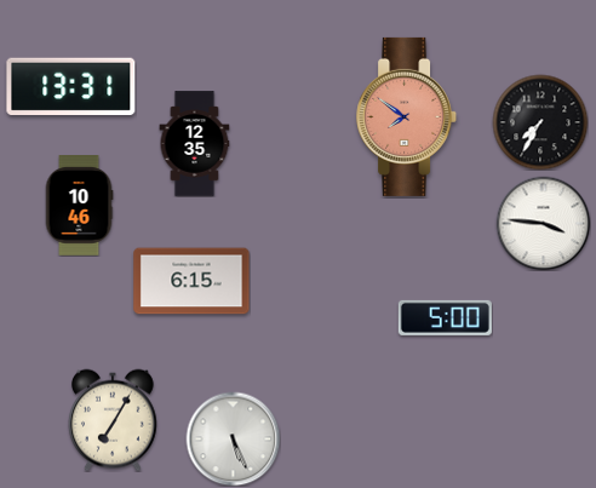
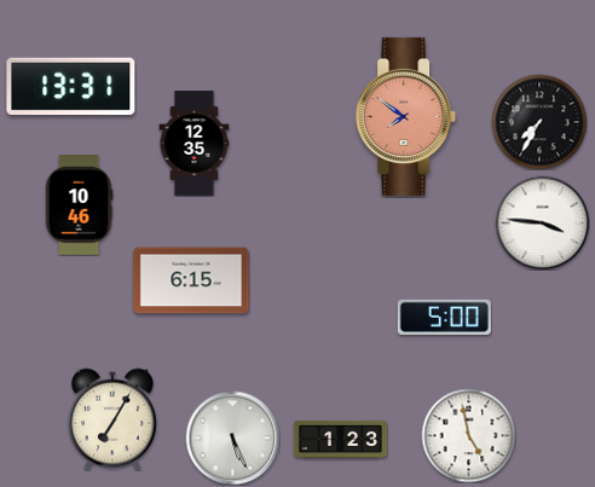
clock at (468, 435): none -> 4:58
clock at (340, 439): none -> 1:23
